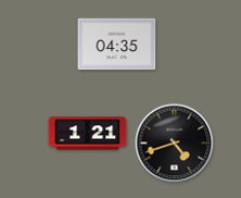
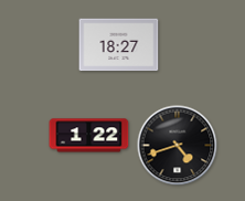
clock at (117, 45): 04:35 -> 18:27
clock at (88, 134): 1:21 -> 1:22
